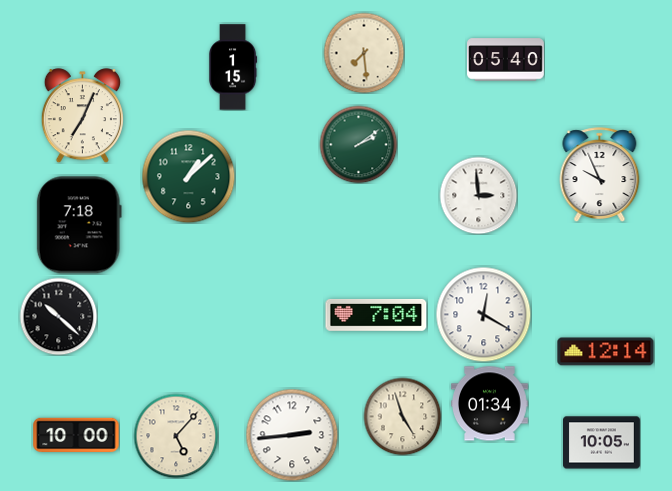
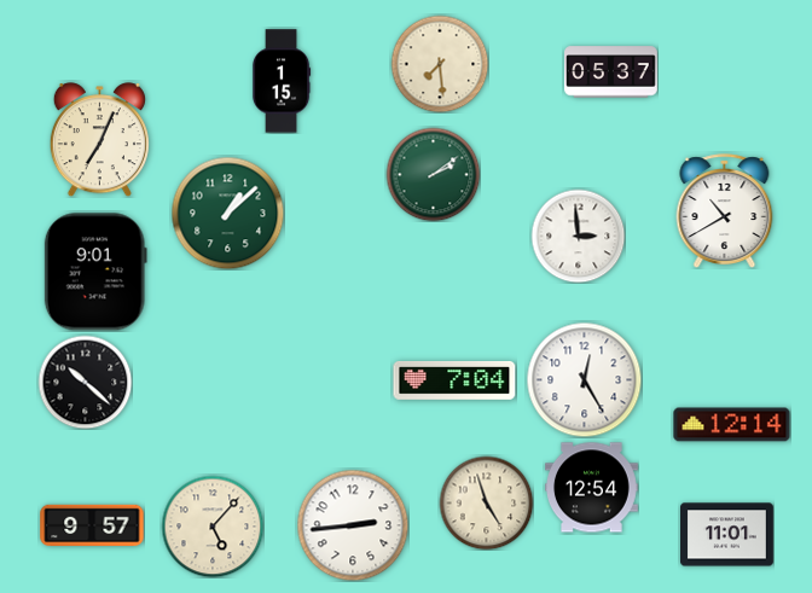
clock at (506, 60): 05:40 -> 05:37
clock at (600, 174): 9:56 -> 10:40
clock at (79, 225): 7:18 -> 9:01
clock at (483, 314): 12:20 -> 12:25
clock at (58, 316) position: (58, 316) -> (85, 382)
clock at (490, 404): 01:34 -> 12:54
clock at (76, 435): 10:00 -> 9:57
clock at (602, 443): 10:05 -> 11:01
